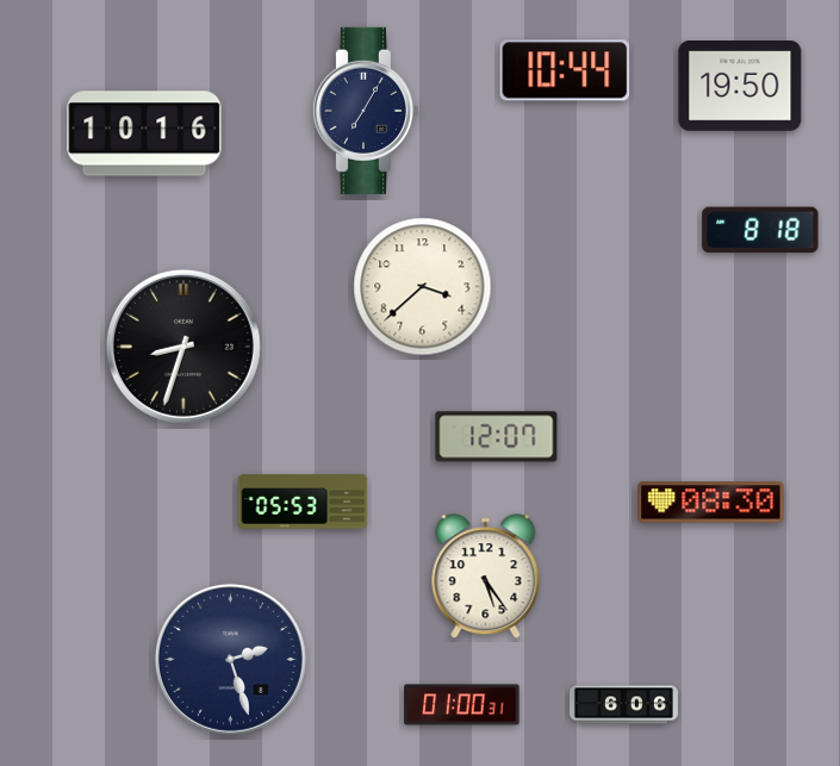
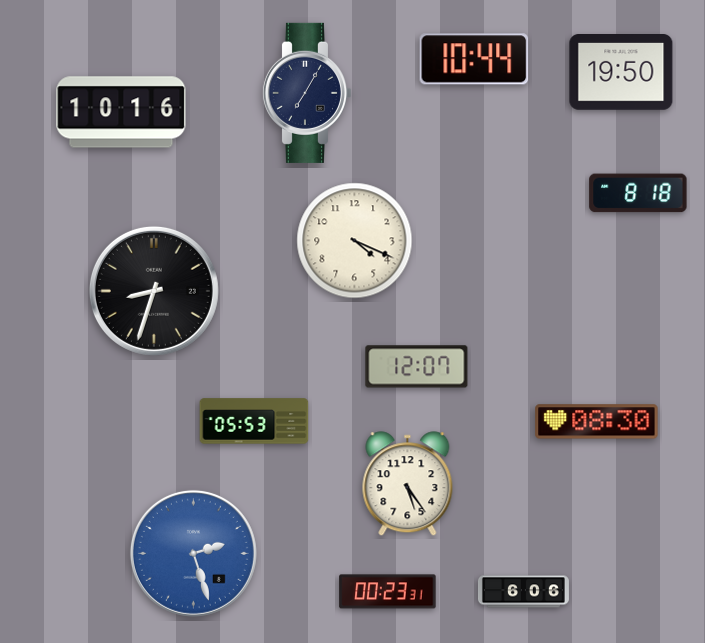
clock at (423, 287): 3:38 -> 4:19
clock at (230, 659) dial: navy -> blue
clock at (462, 705): 01:00 -> 00:23
